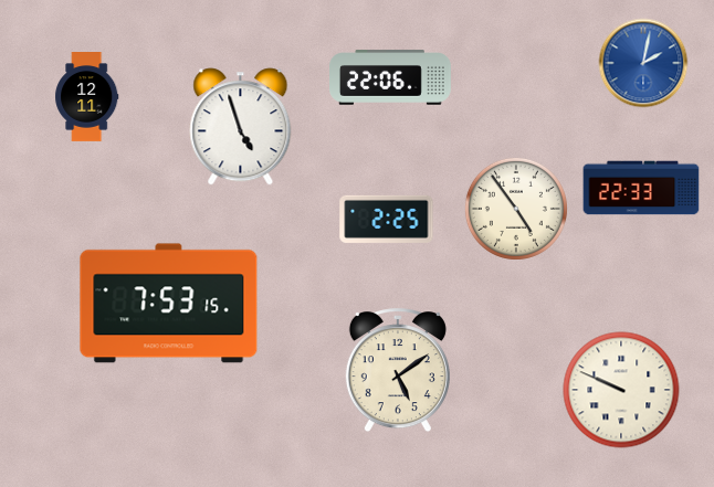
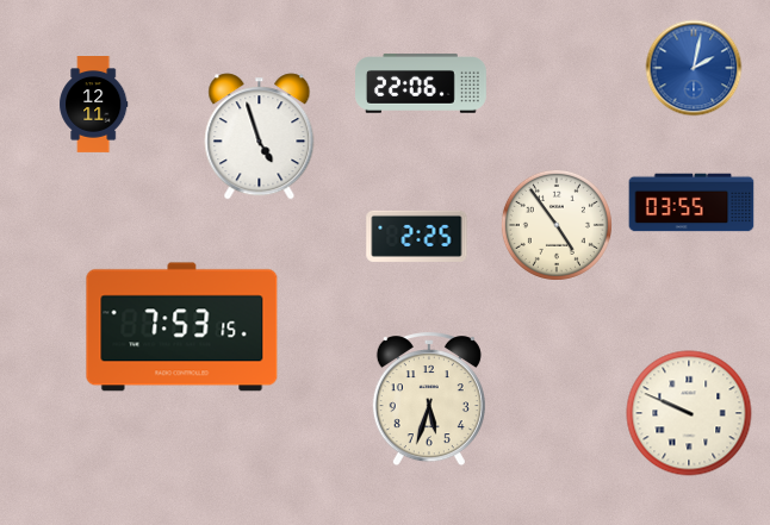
clock at (641, 188): 22:33 -> 03:55
clock at (398, 371): 5:09 -> 5:33
clock at (621, 390) position: (621, 390) -> (689, 413)
